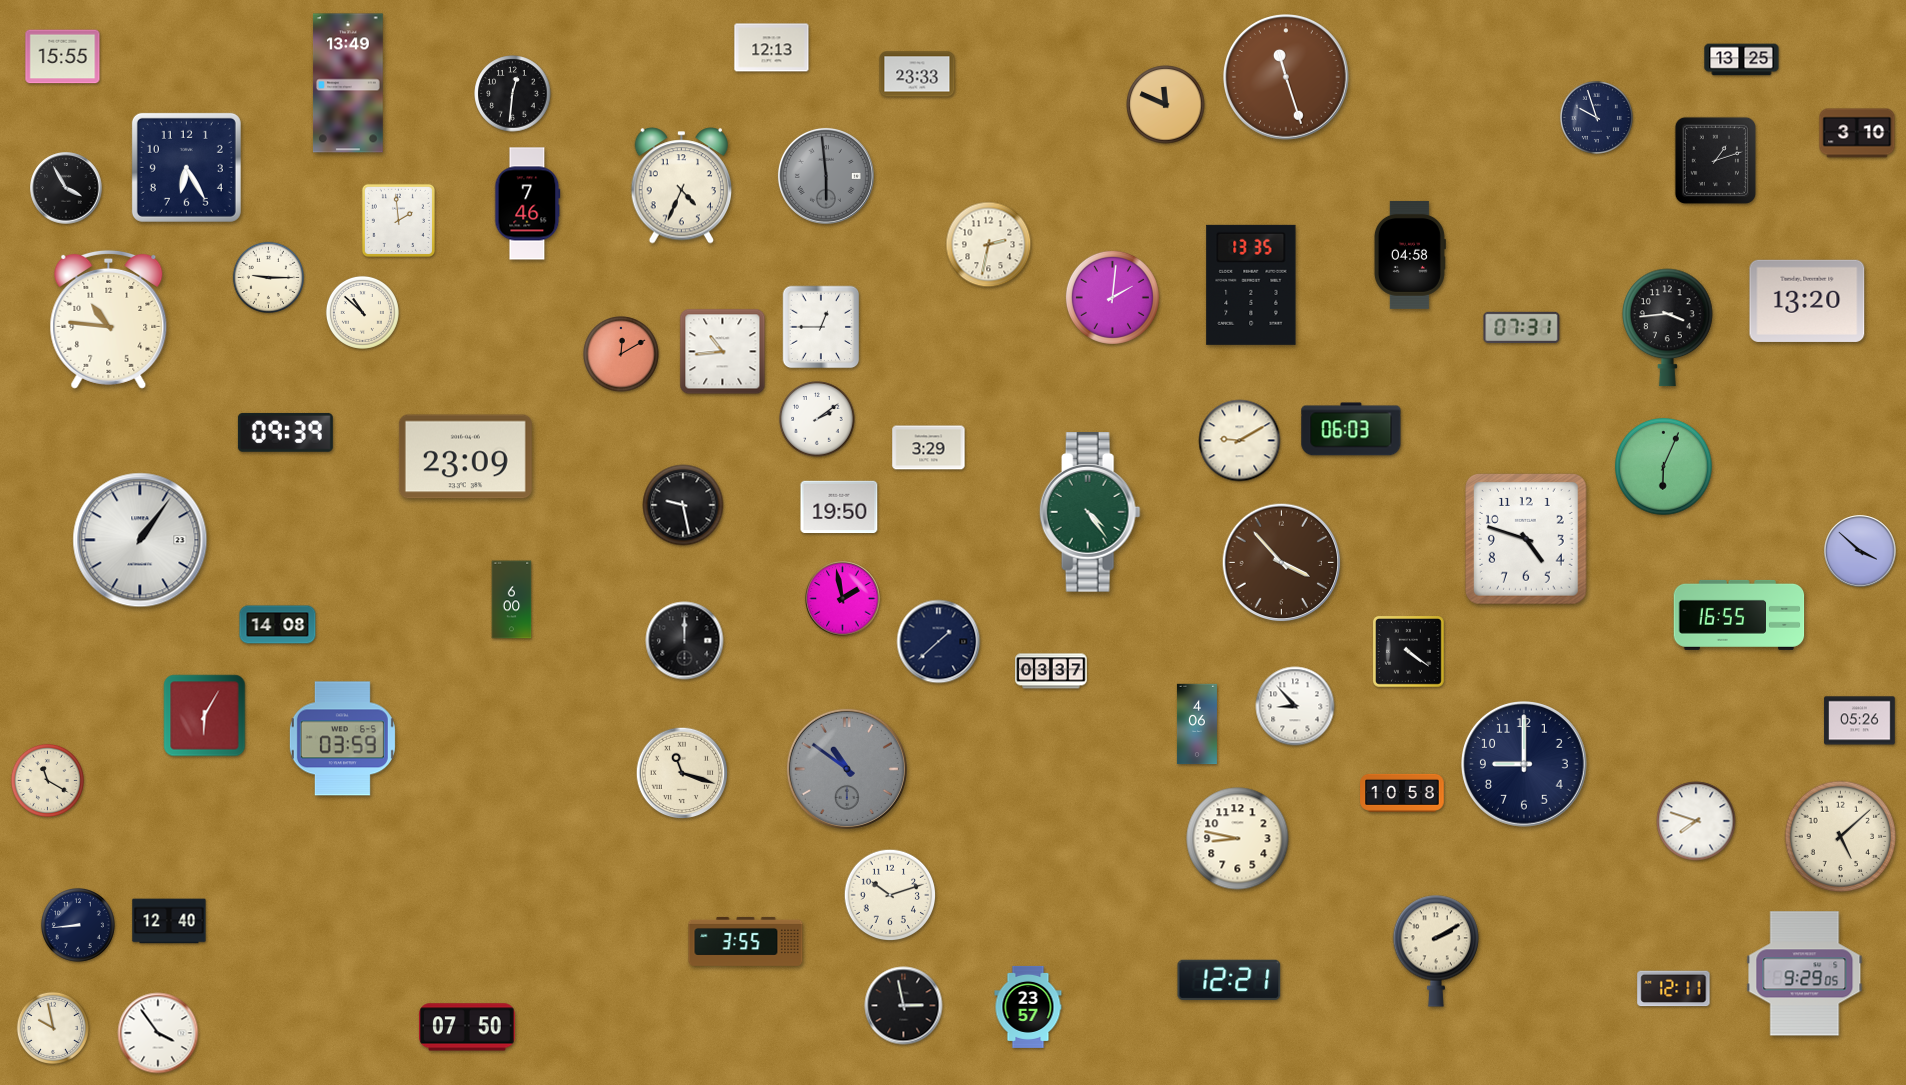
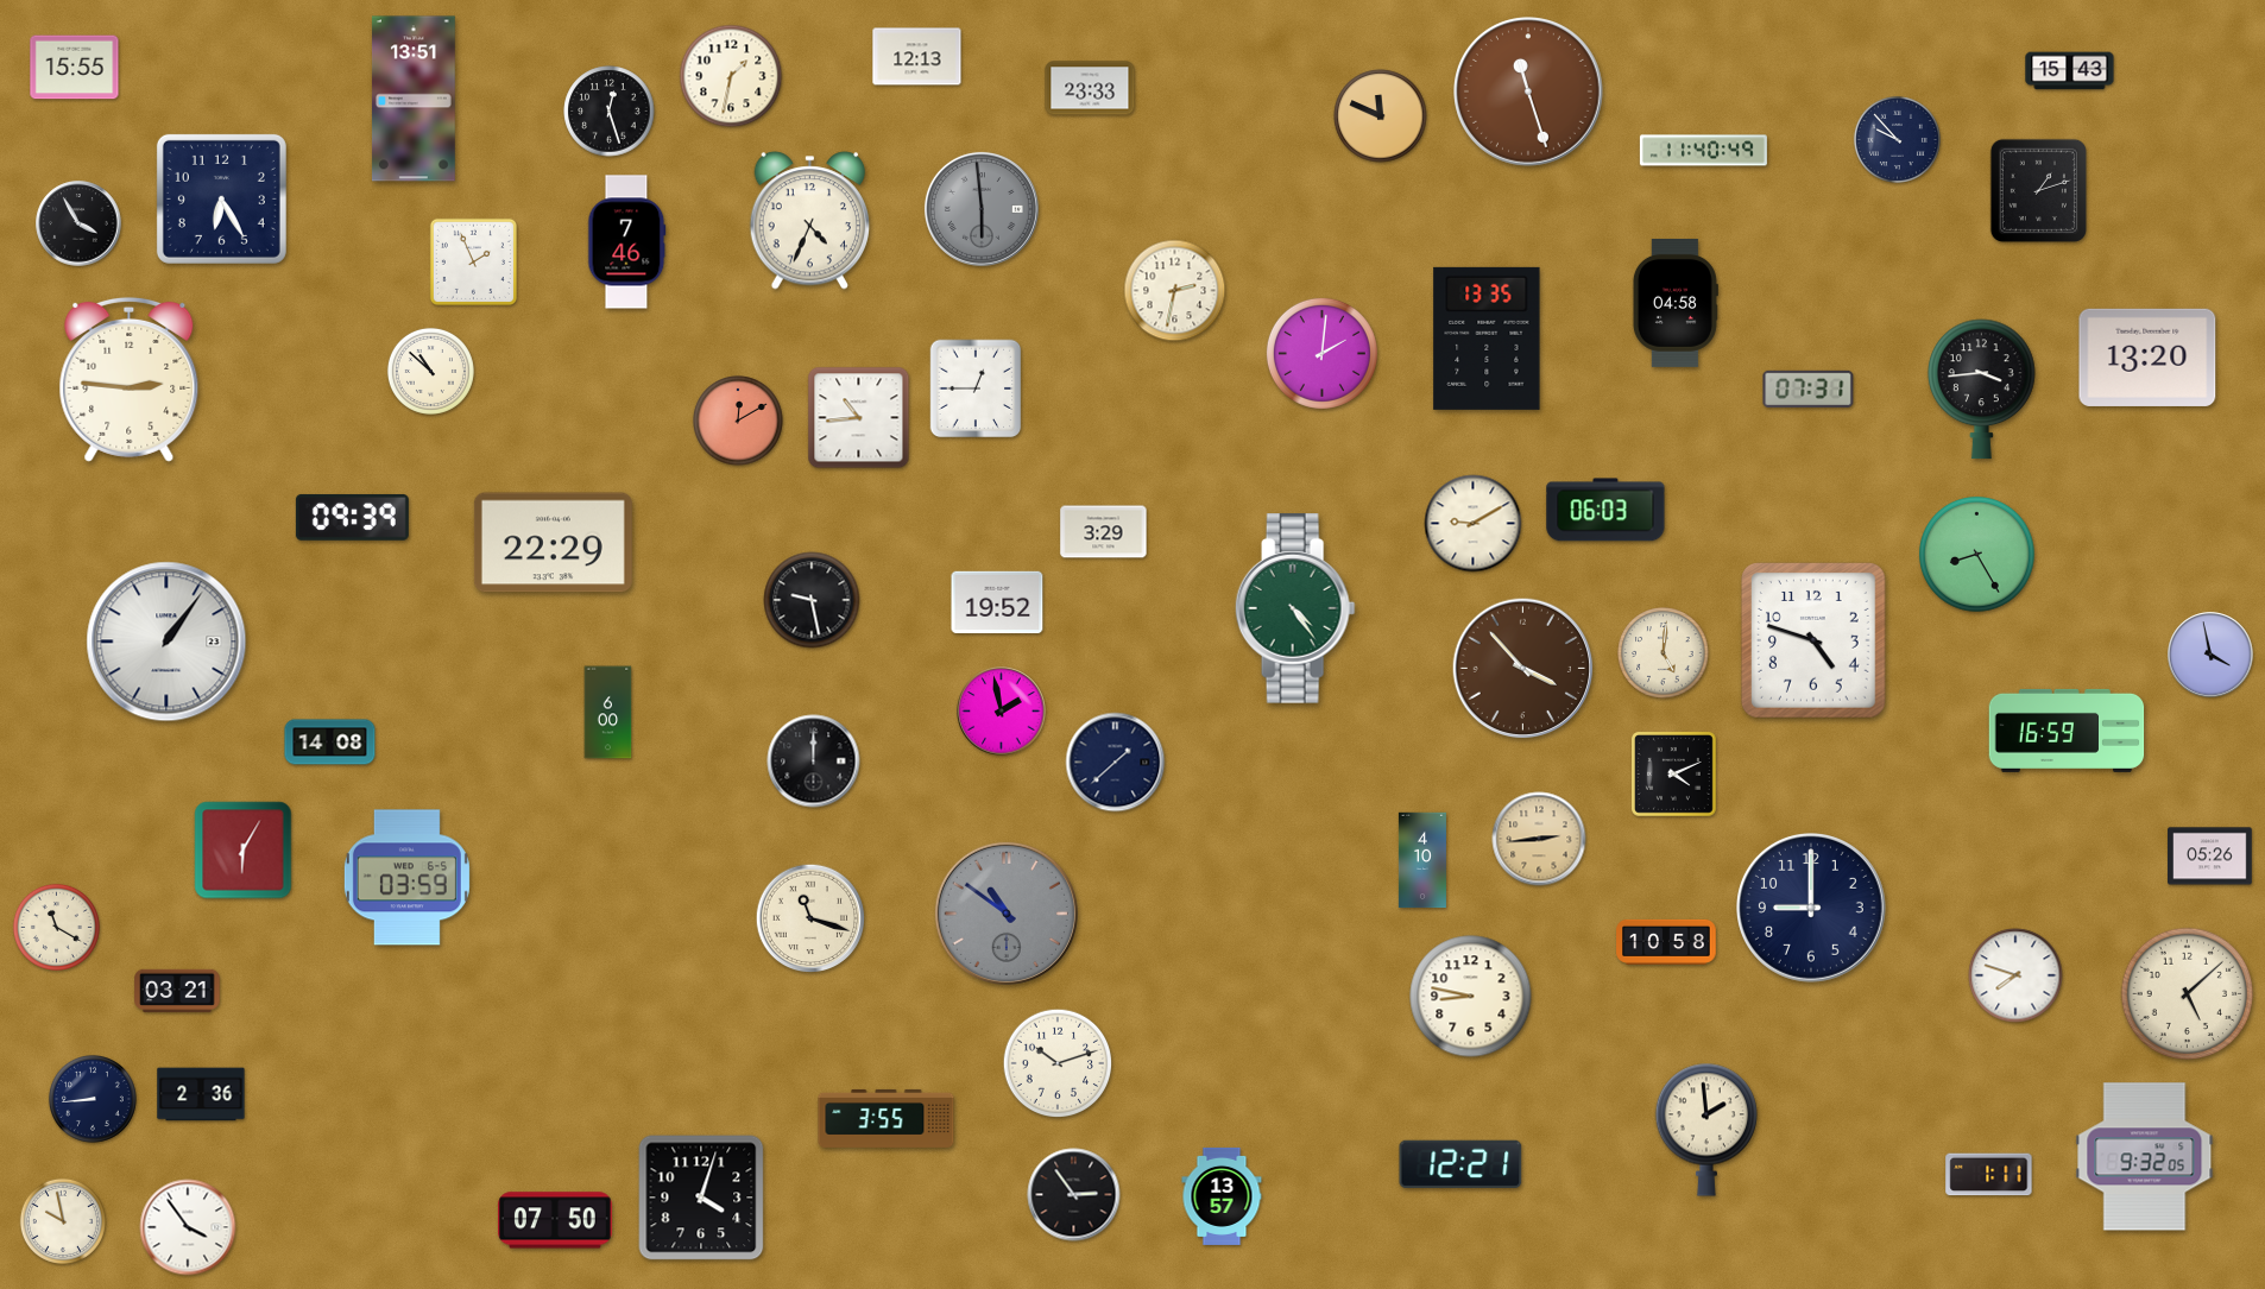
clock at (1742, 60): 13:25 -> 15:43
clock at (731, 76): none -> 1:32
clock at (348, 83): 13:49 -> 13:51
clock at (513, 94): 12:31 -> 12:27
clock at (1166, 105) position: (1166, 105) -> (1381, 116)
clock at (1596, 117): 9:57 -> 9:53
clock at (1703, 151): none -> 11:40
clock at (1857, 133): 3:10 -> none
clock at (398, 220): 1:59 -> 1:56
clock at (268, 277): 9:15 -> none
clock at (109, 319): 10:46 -> 2:46
clock at (817, 419): 2:09 -> none
clock at (285, 432) position: (285, 432) -> (352, 517)
clock at (465, 457): 23:09 -> 22:29
clock at (1664, 467): 6:04 -> 8:25
clock at (839, 507): 19:50 -> 19:52
clock at (1664, 653): none -> 5:01
clock at (1860, 551): 3:52 -> 3:58
clock at (1739, 615): 16:55 -> 16:59
clock at (1408, 651): 4:21 -> 4:11
clock at (1051, 671): 03:37 -> none
clock at (1295, 706): 8:53 -> 2:44
clock at (1295, 706) dial: white -> champagne
clock at (1197, 724): 4:06 -> 4:10
clock at (177, 990): none -> 03:21
clock at (169, 921): 12:40 -> 2:36
clock at (1436, 951): 2:10 -> 1:59
clock at (1805, 974): 9:29 -> 9:32
clock at (1674, 989): 12:11 -> 1:11
clock at (904, 1006): 2:58 -> 2:54
clock at (1028, 1007): 23:57 -> 13:57
clock at (701, 1198): none -> 4:03
